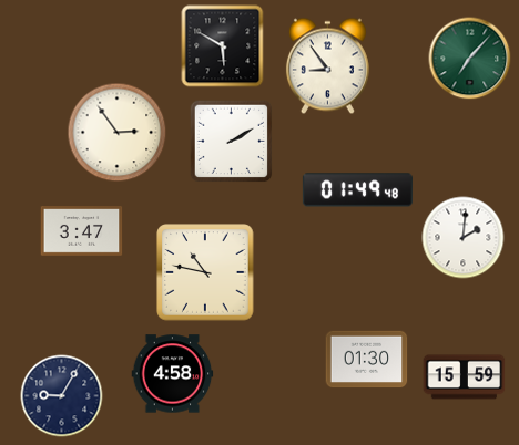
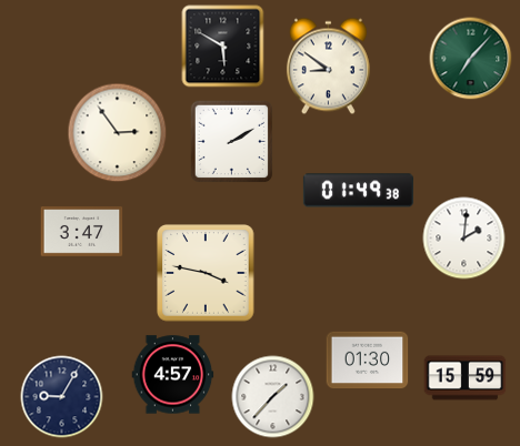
clock at (327, 66): 8:54 -> 8:51
clock at (357, 190): 01:49:48 -> 01:49:38
clock at (205, 272): 10:47 -> 3:47
clock at (173, 374): 4:58 -> 4:57
clock at (273, 397): none -> 1:37
